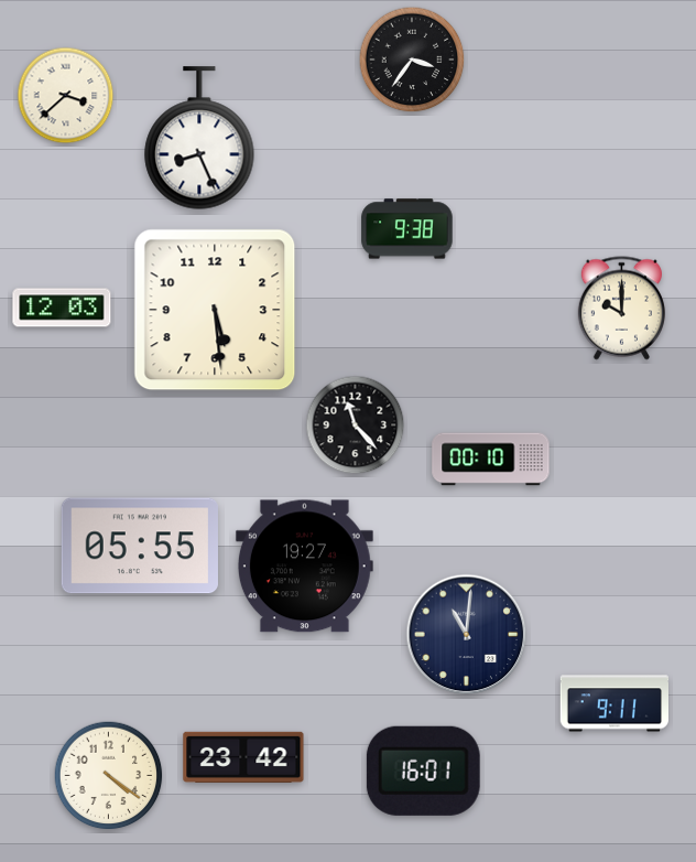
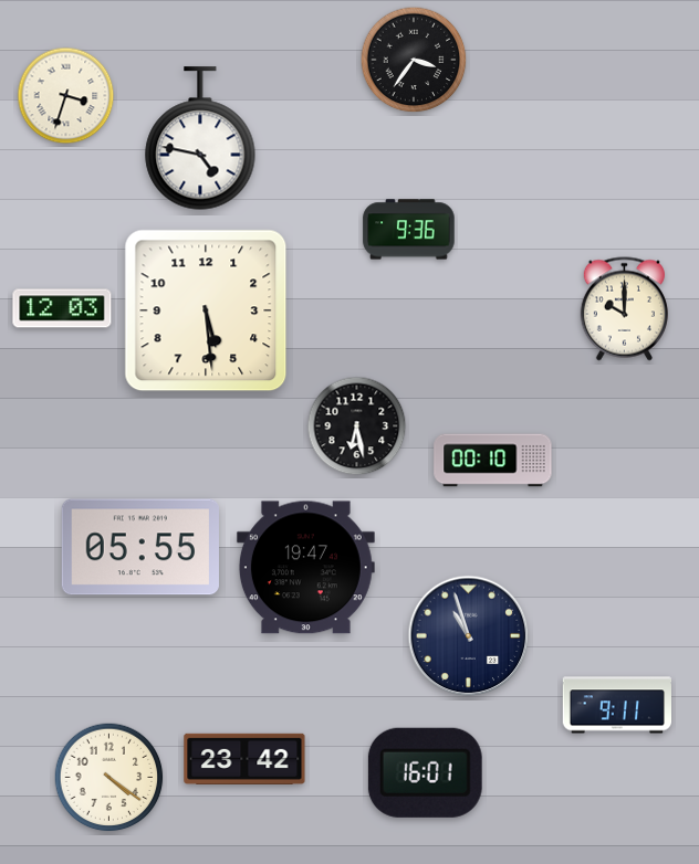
clock at (66, 96): 3:38 -> 3:33
clock at (199, 138): 8:26 -> 4:47
clock at (407, 229): 9:38 -> 9:36
clock at (215, 310) position: (215, 310) -> (206, 310)
clock at (356, 425): 11:23 -> 6:28
clock at (304, 567): 19:27 -> 19:47
clock at (467, 635): 11:01 -> 10:57
